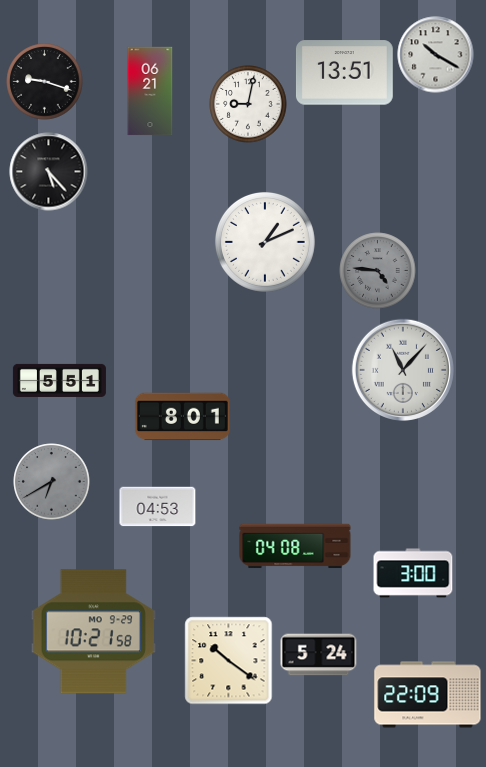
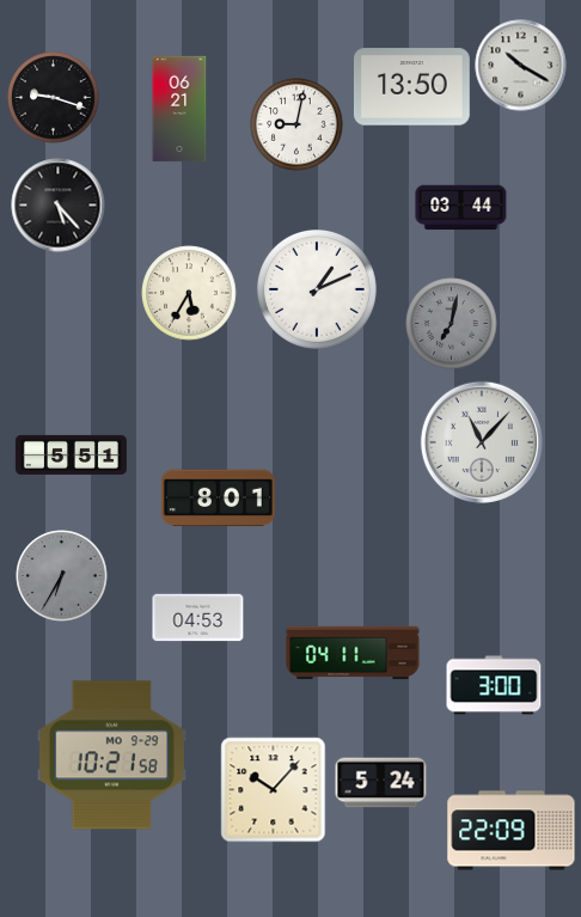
clock at (344, 73): 13:51 -> 13:50
clock at (461, 208): none -> 03:44
clock at (189, 293): none -> 5:35
clock at (378, 271): 4:46 -> 7:02
clock at (52, 482): 6:40 -> 6:35
clock at (158, 507) position: (158, 507) -> (198, 618)
clock at (295, 546): 04:08 -> 04:11
clock at (229, 661): 10:21 -> 10:07
